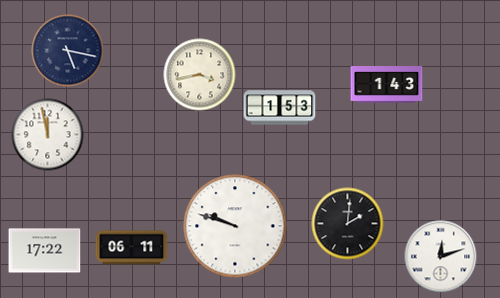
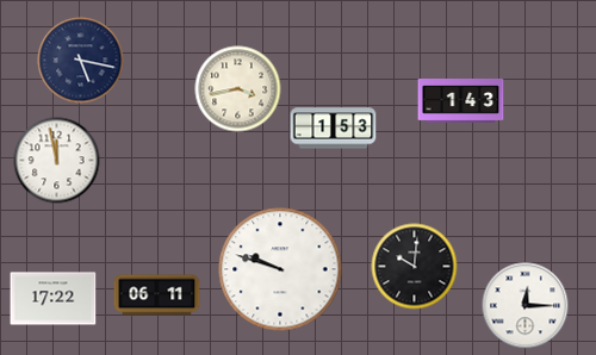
clock at (348, 224): 2:01 -> 10:01
clock at (441, 257): 12:12 -> 12:15
